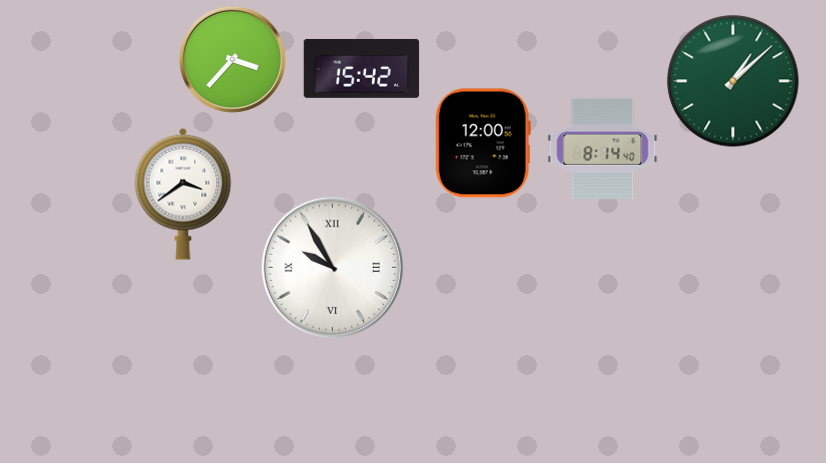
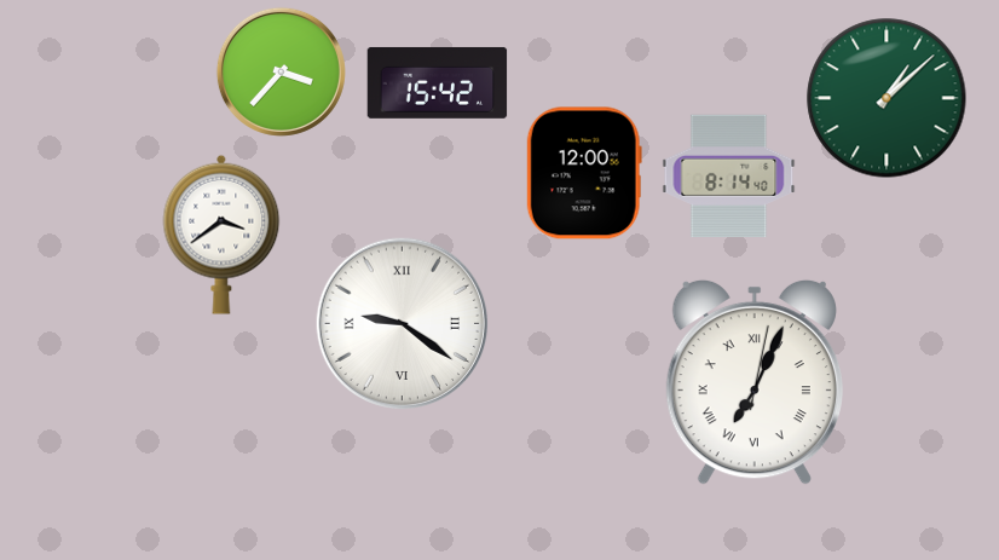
clock at (603, 148) position: (603, 148) -> (729, 175)
clock at (333, 268): 9:55 -> 9:21
clock at (755, 382): none -> 7:04
